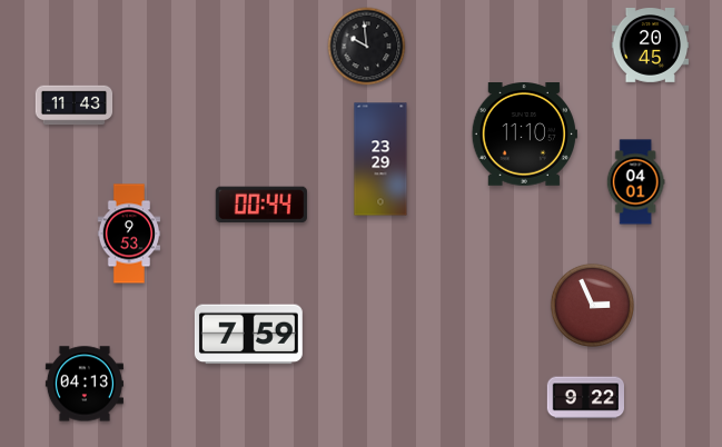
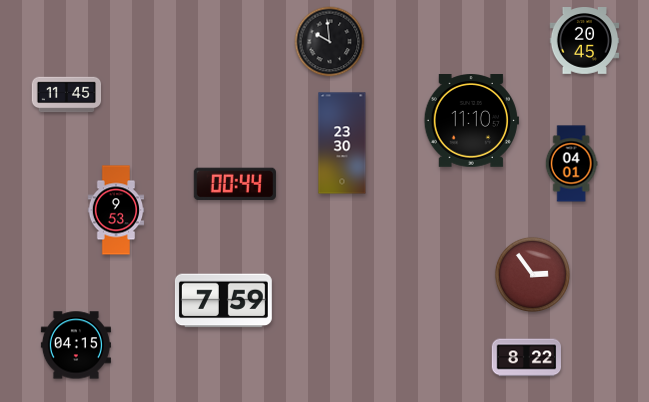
clock at (75, 106): 11:43 -> 11:45
clock at (380, 159): 23:29 -> 23:30
clock at (592, 305): 2:56 -> 2:54
clock at (85, 384): 04:13 -> 04:15
clock at (585, 398): 9:22 -> 8:22
